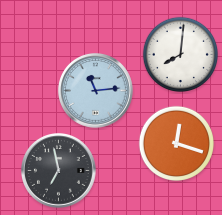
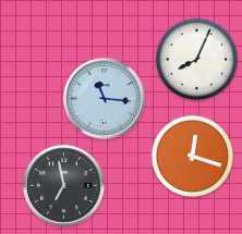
clock at (180, 54): 8:01 -> 8:04
clock at (96, 91): 11:14 -> 11:16
